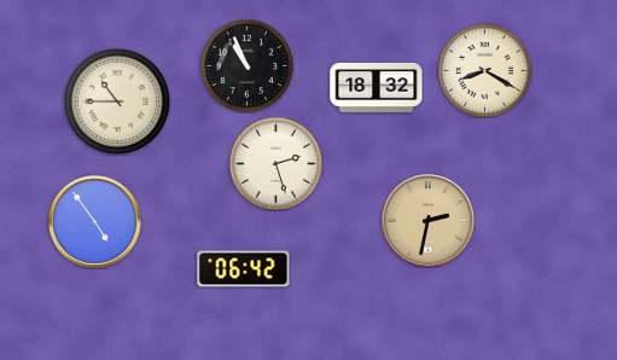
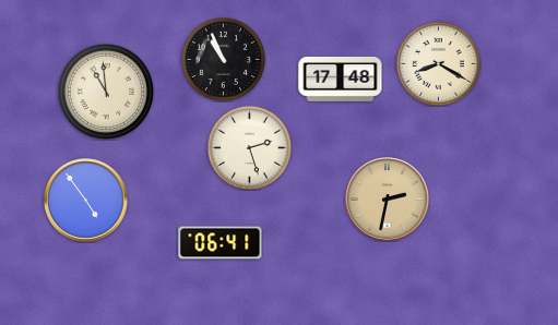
clock at (377, 87): 18:32 -> 17:48
clock at (116, 100): 10:45 -> 10:59
clock at (244, 269): 06:42 -> 06:41
